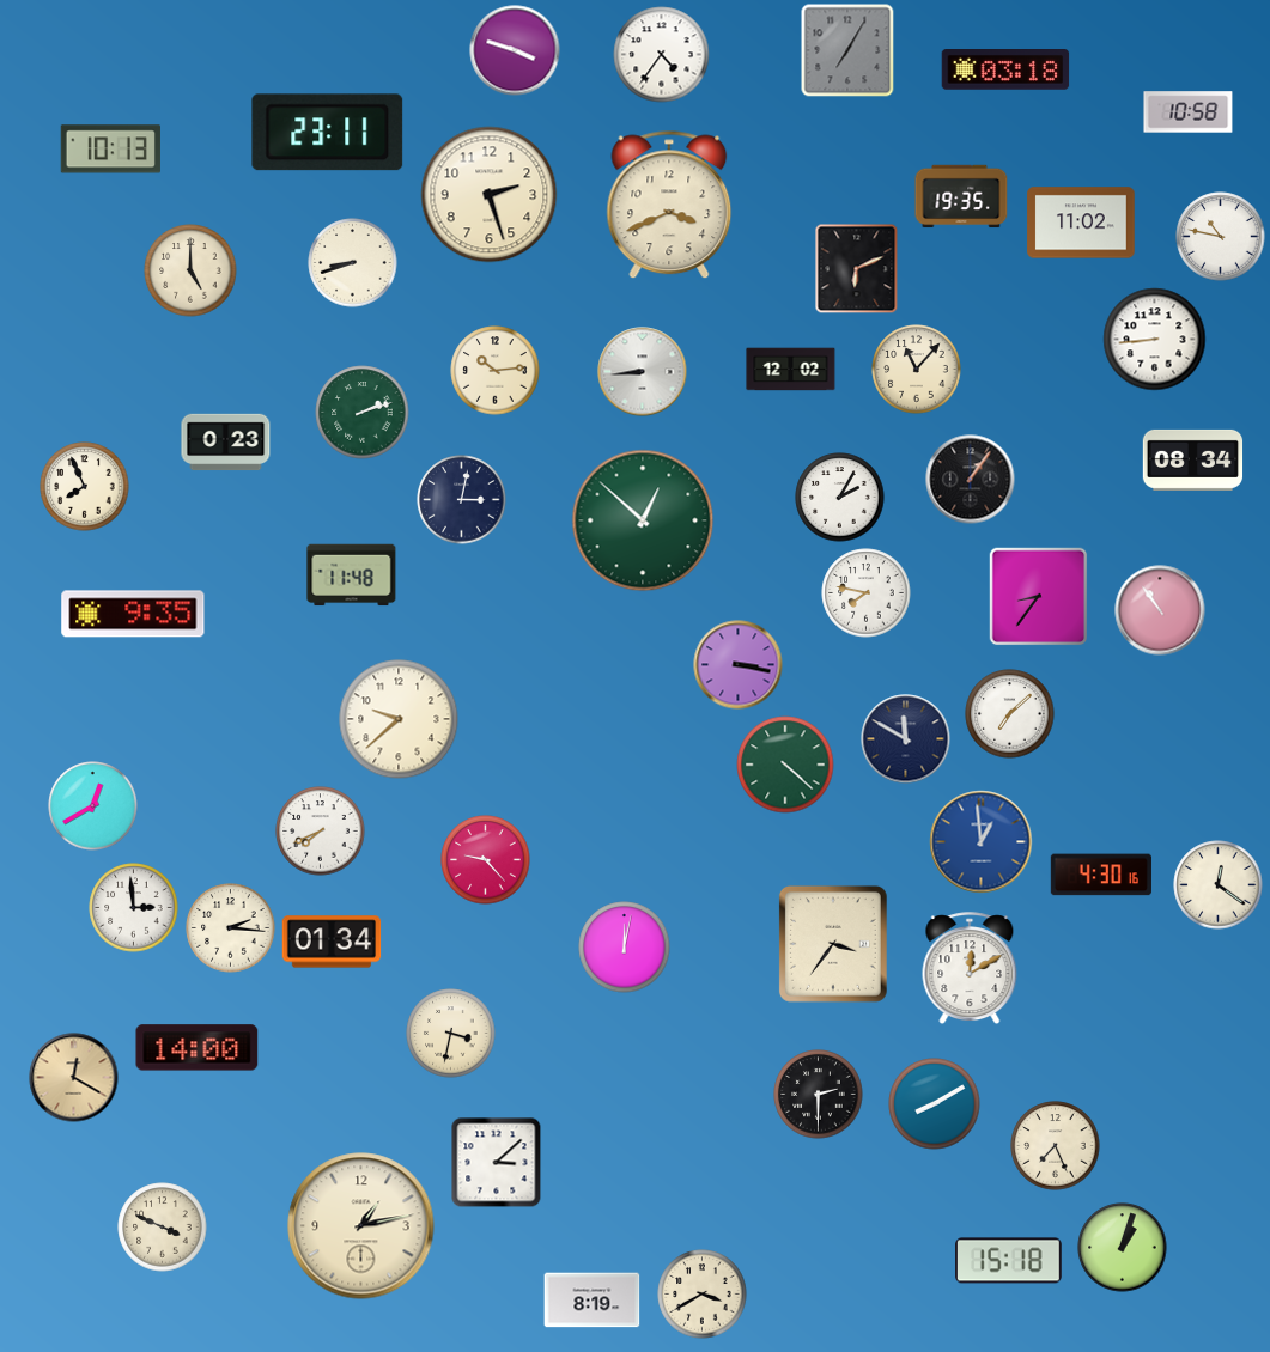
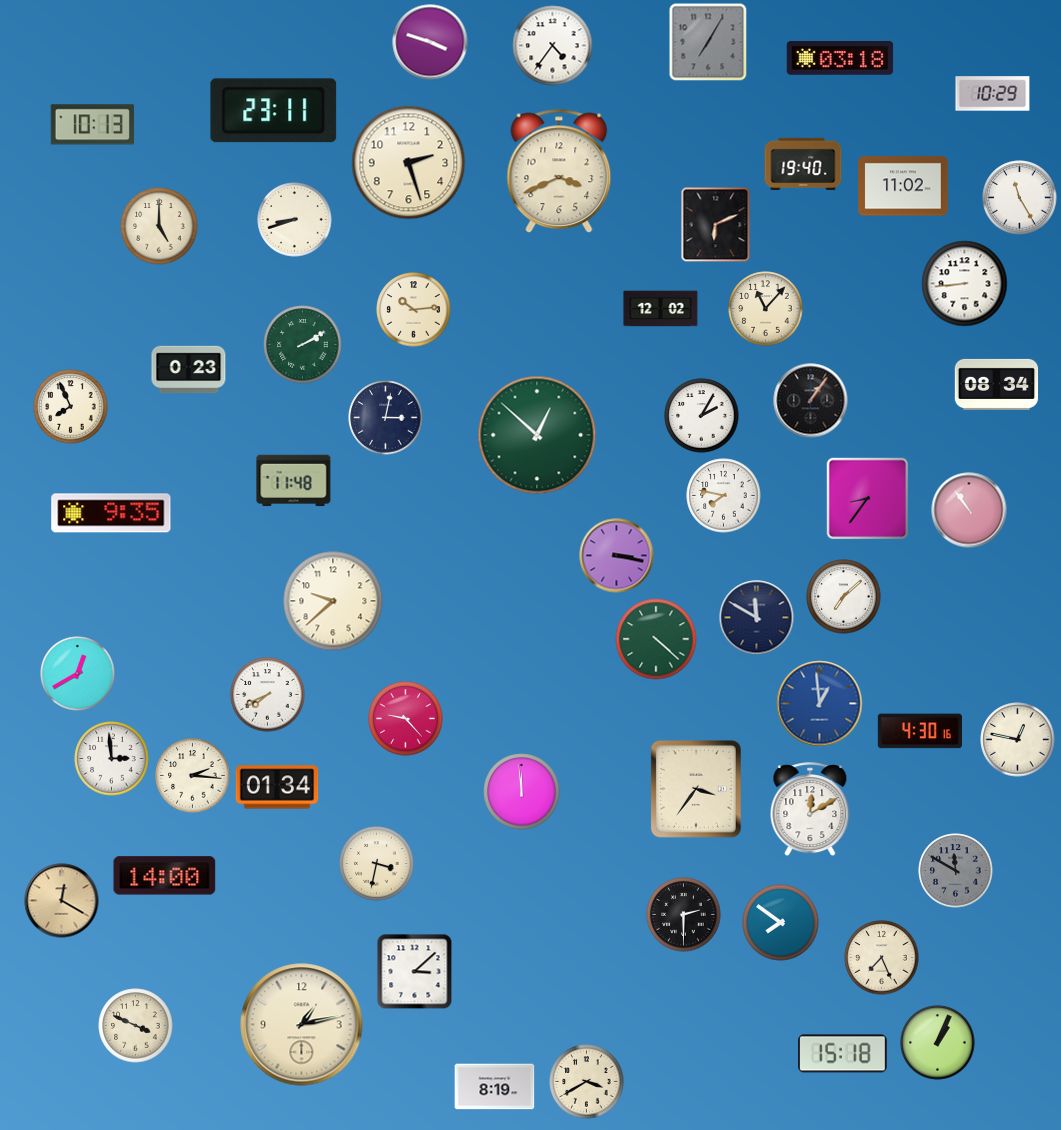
clock at (1189, 112): 10:58 -> 10:29
clock at (961, 196): 19:35 -> 19:40
clock at (1221, 237): 10:47 -> 11:25
clock at (643, 372): 8:44 -> none
clock at (363, 413): 2:12 -> 2:10
clock at (1219, 885): 12:21 -> 12:47
clock at (625, 948): 12:02 -> 11:59
clock at (956, 871): none -> 11:50
clock at (935, 1104): 8:10 -> 7:51
clock at (1123, 1248): 1:03 -> 1:04
